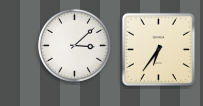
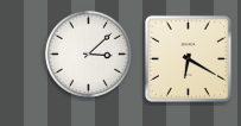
clock at (158, 49): 6:36 -> 6:20
